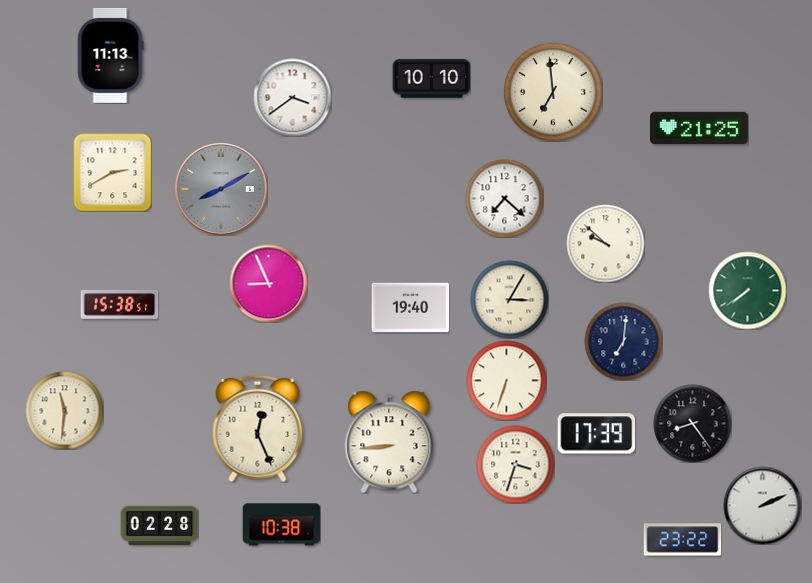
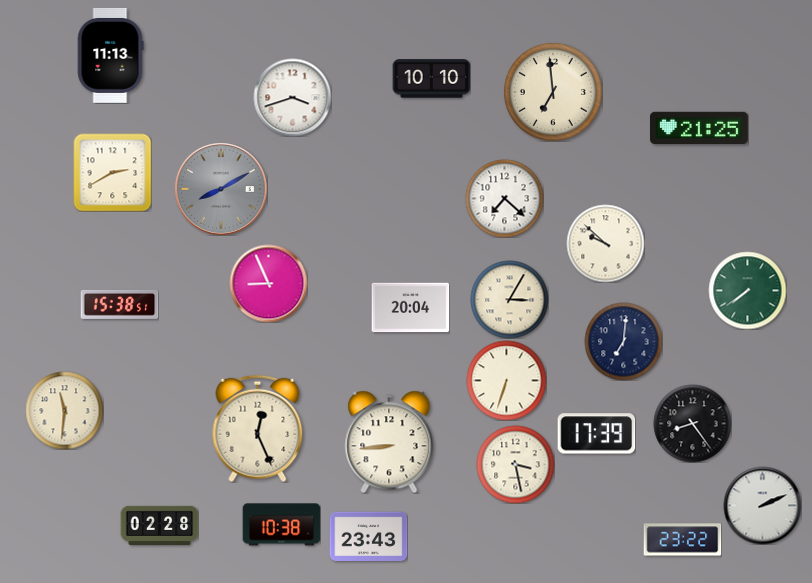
clock at (292, 97): 3:39 -> 3:42
clock at (410, 308): 19:40 -> 20:04
clock at (515, 464): 3:33 -> 3:28
clock at (368, 537): none -> 23:43
